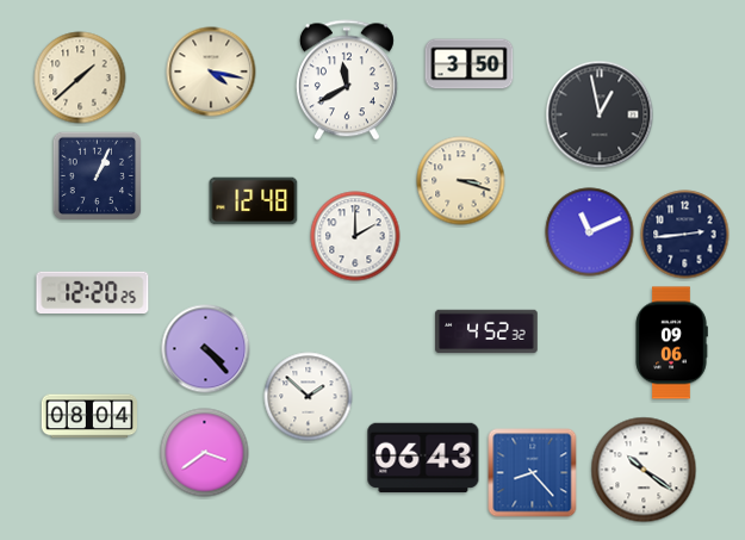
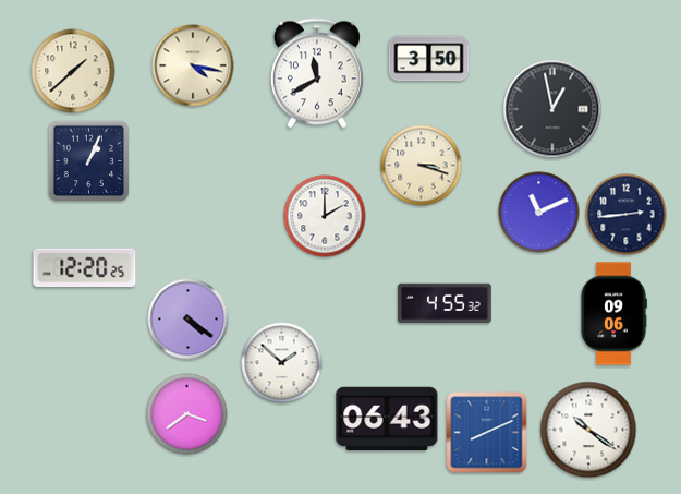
clock at (600, 114) position: (600, 114) -> (552, 109)
clock at (254, 201): 12:48 -> none
clock at (486, 331): 4:52 -> 4:55
clock at (206, 349): 4:23 -> 4:21
clock at (88, 416): 08:04 -> none
clock at (533, 473): 8:23 -> 8:11
